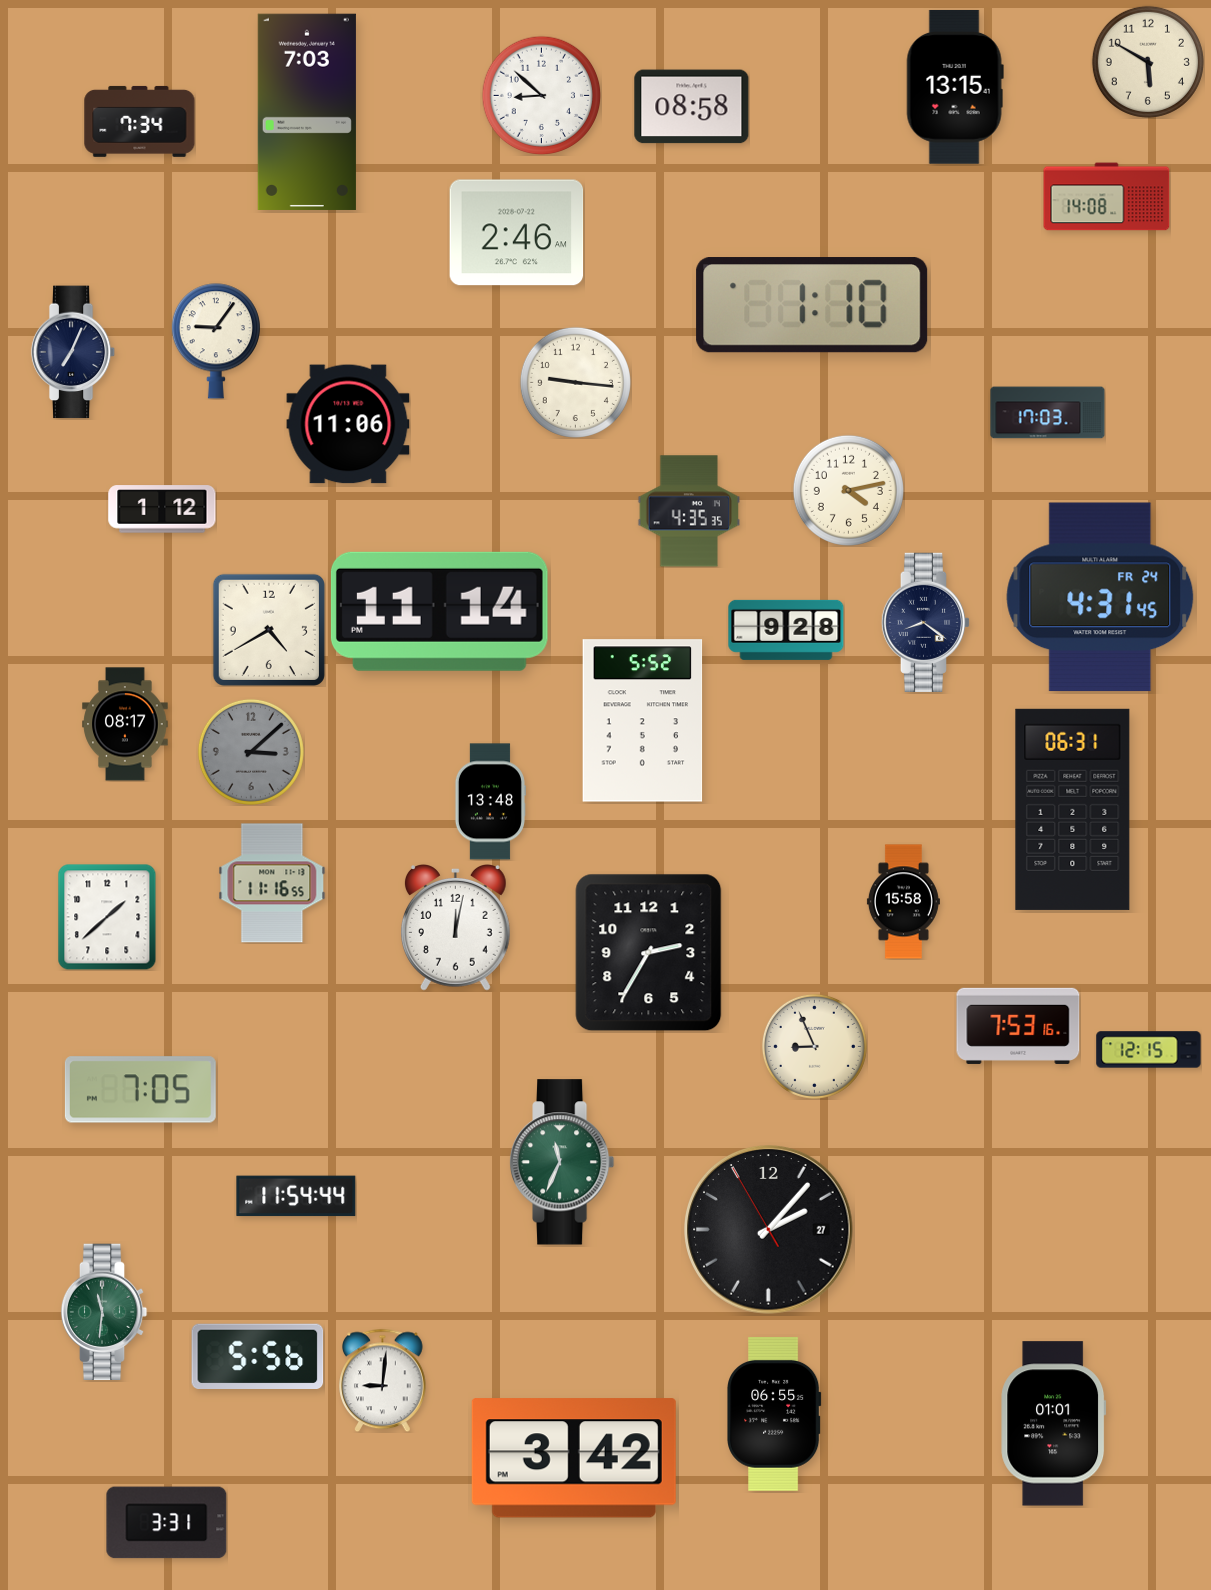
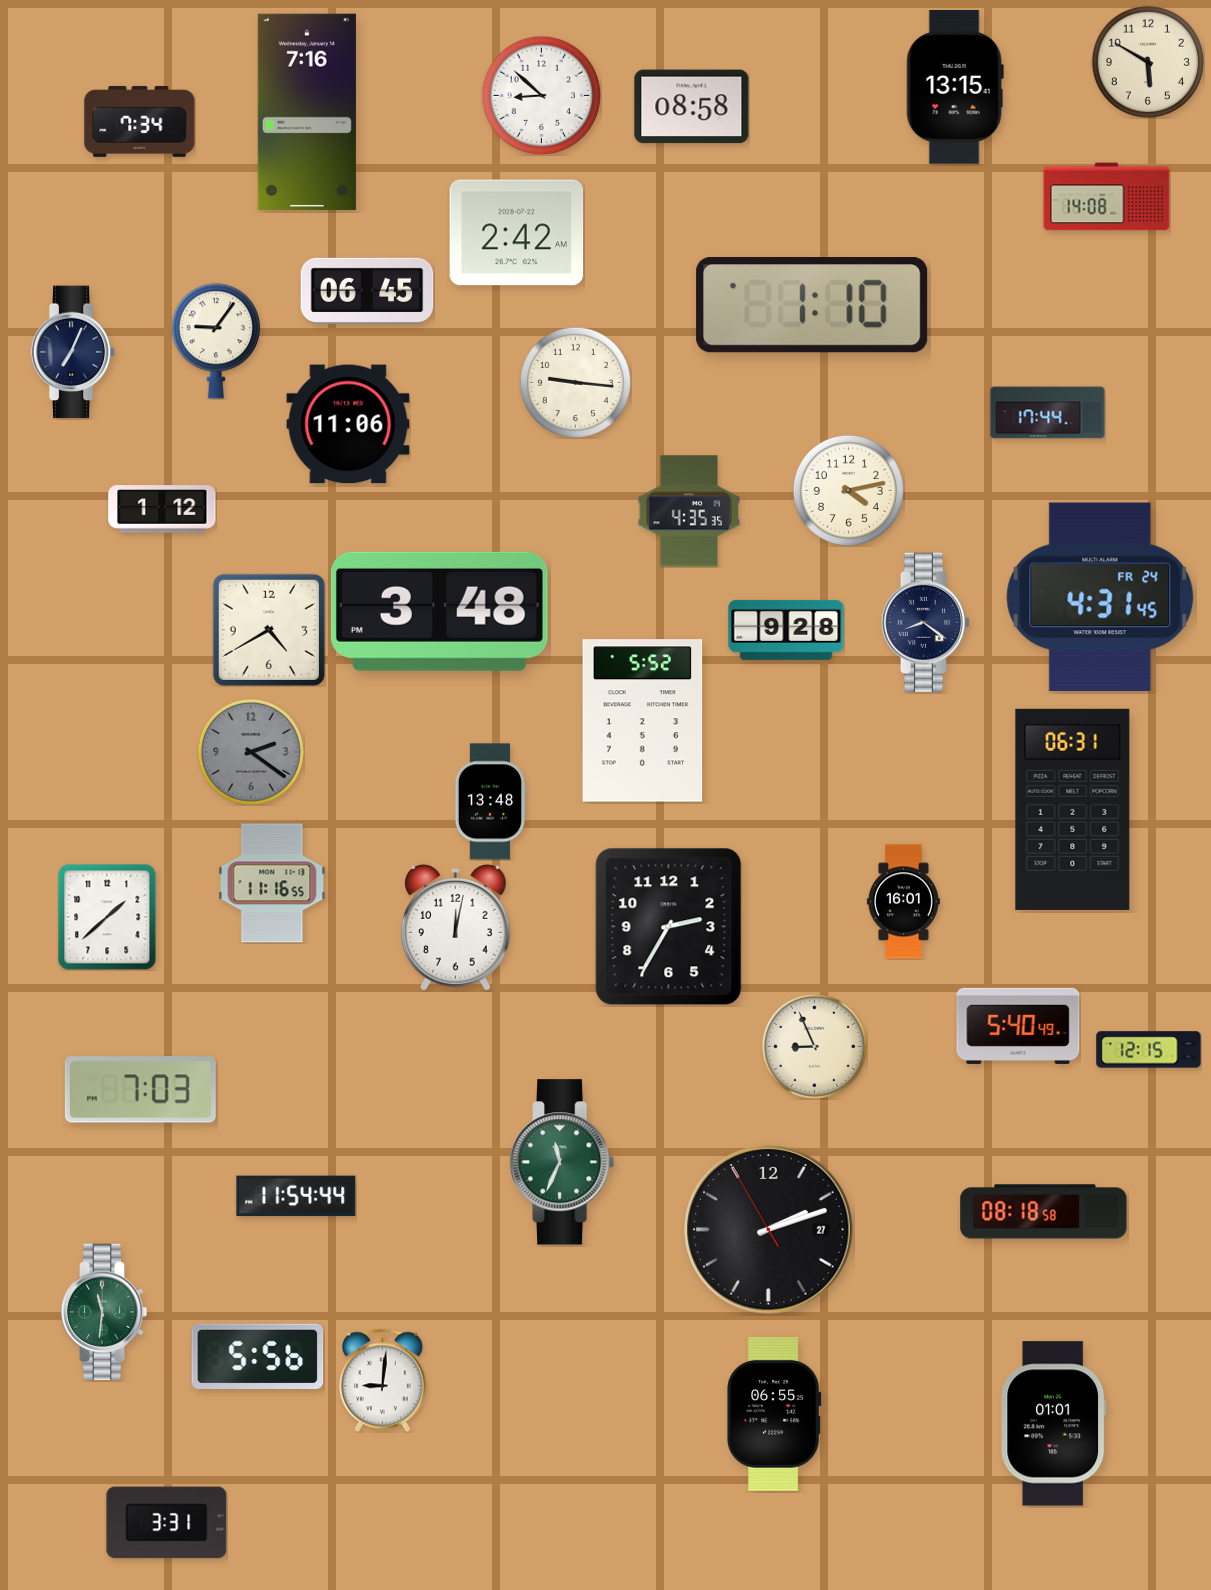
clock at (307, 112): 7:03 -> 7:16
clock at (517, 233): 2:46 -> 2:42
clock at (367, 291): none -> 06:45
clock at (1048, 413): 17:03 -> 17:44
clock at (439, 611): 11:14 -> 3:48
clock at (125, 724): 08:17 -> none
clock at (251, 752): 3:08 -> 2:21
clock at (903, 902): 15:58 -> 16:01
clock at (649, 953) position: (649, 953) -> (669, 927)
clock at (1018, 1026): 7:53 -> 5:40
clock at (140, 1090): 7:05 -> 7:03
clock at (1044, 1212): none -> 08:18
clock at (769, 1230): 2:06 -> 2:11
clock at (574, 1458): 3:42 -> none
